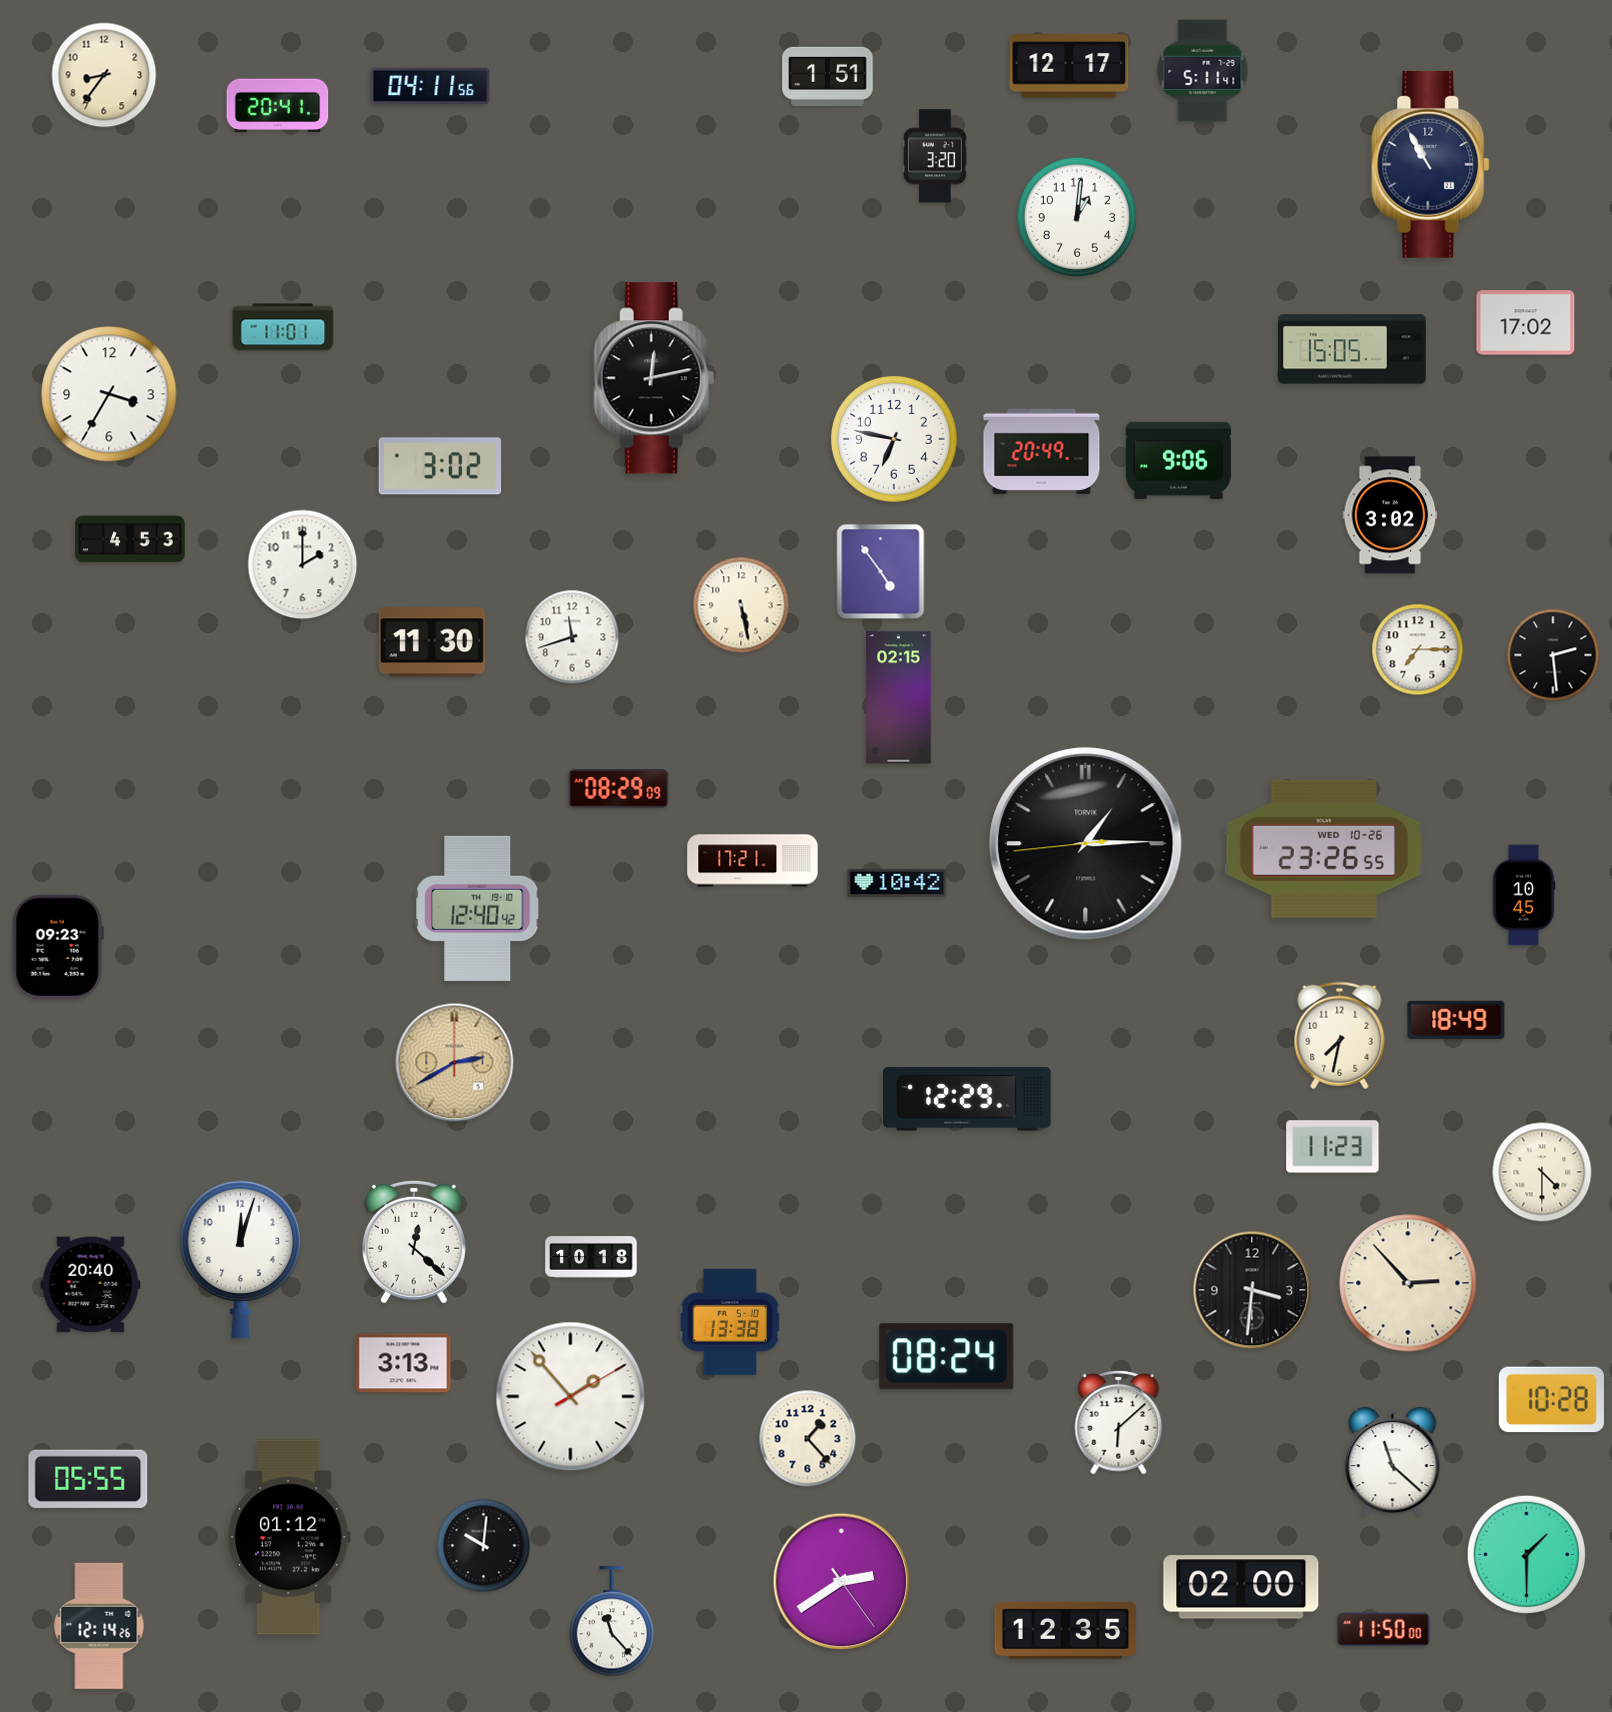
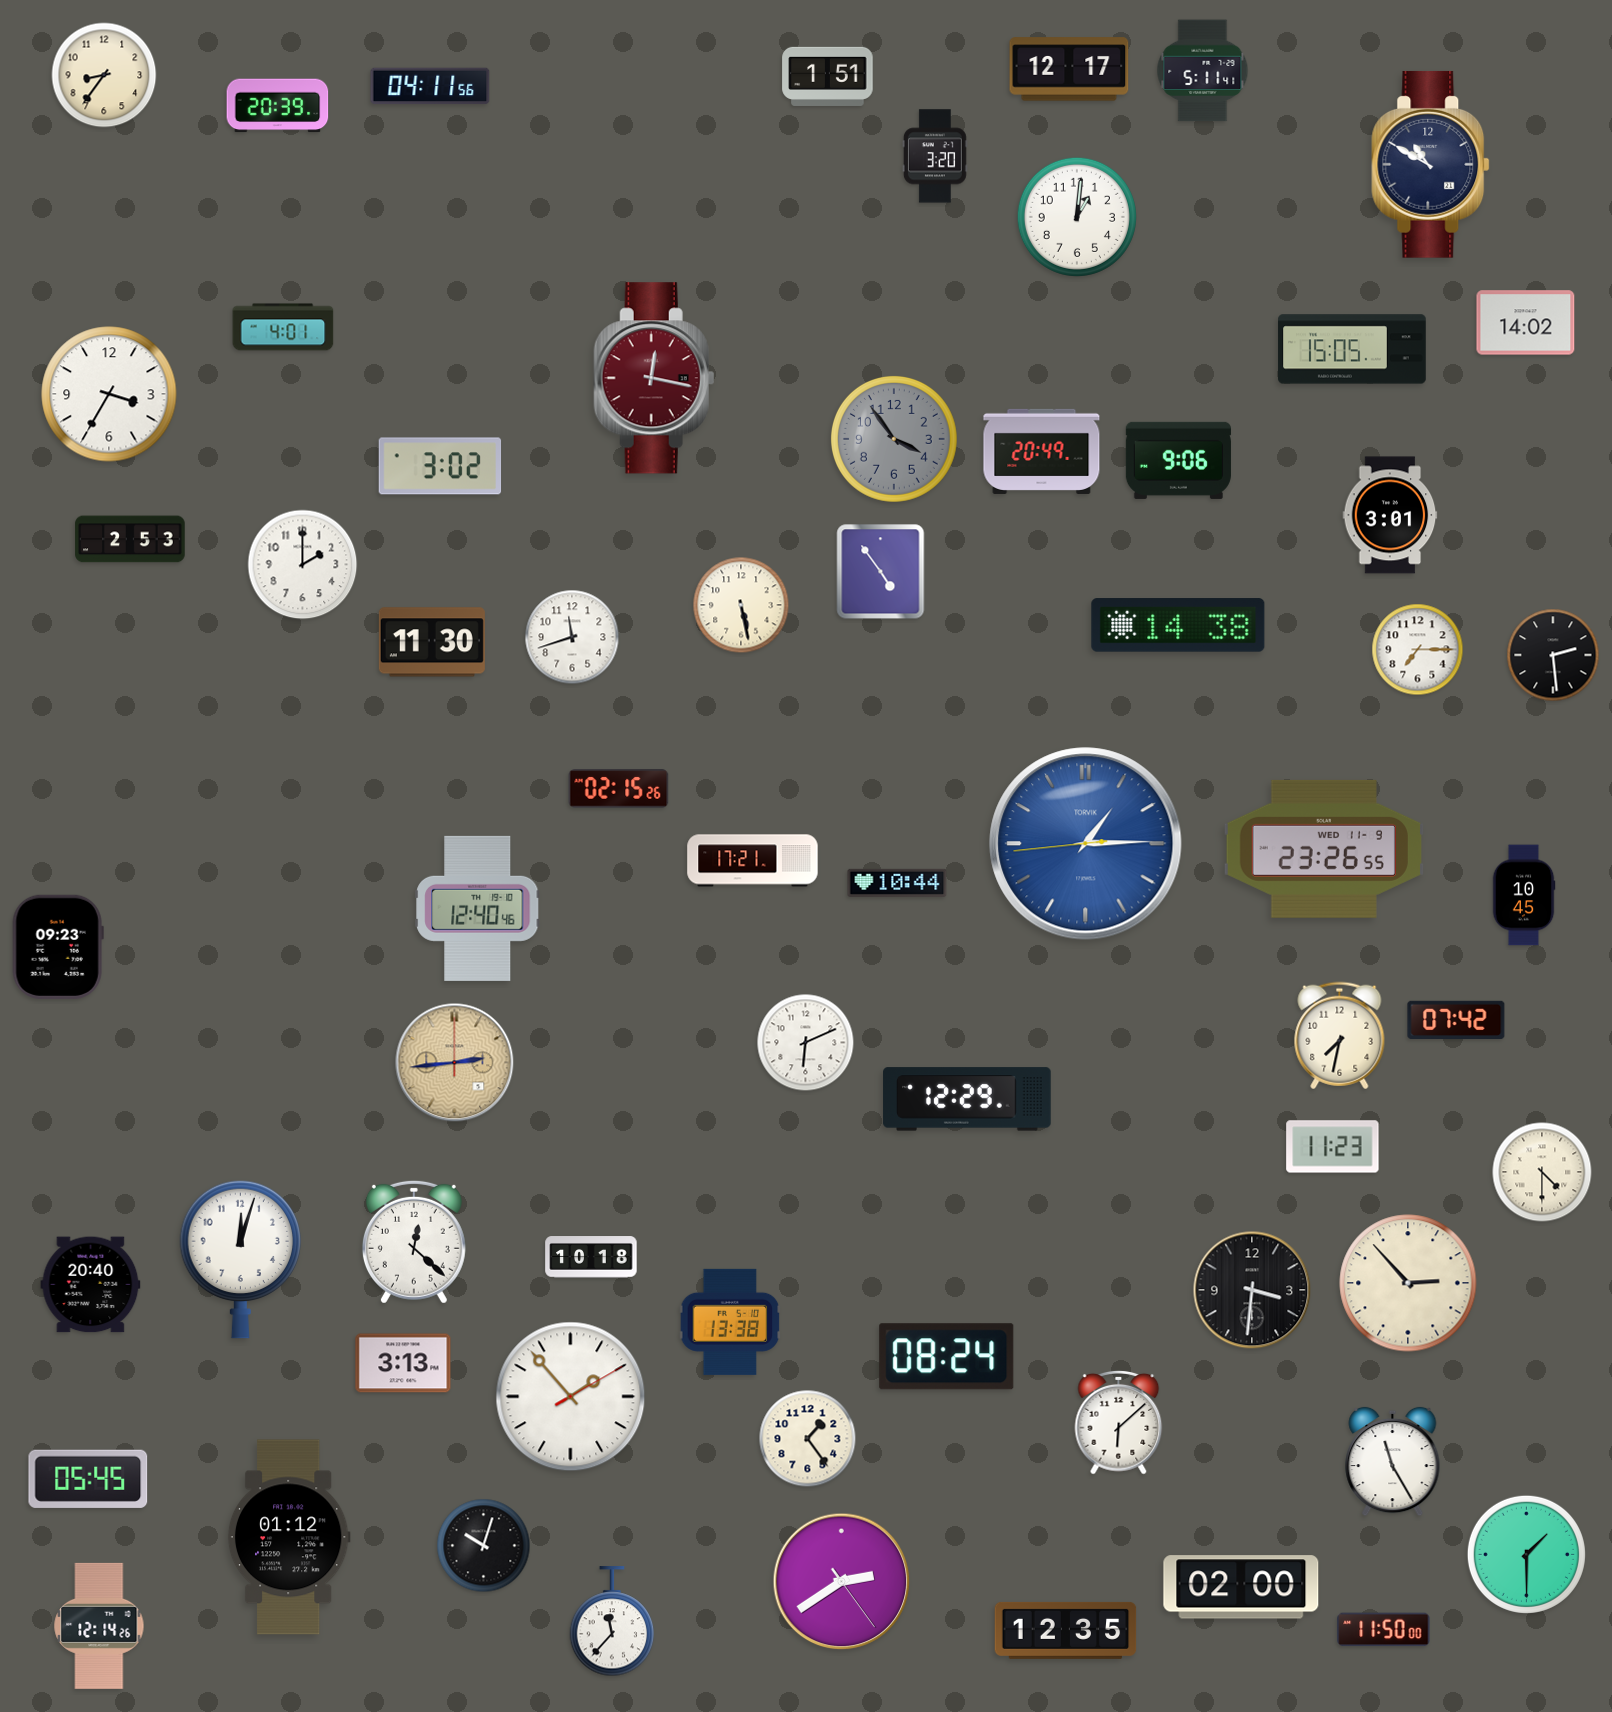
clock at (1069, 66) position: (1069, 66) -> (1069, 69)
clock at (278, 106): 20:41 -> 20:39
clock at (1431, 164): 10:55 -> 10:50
clock at (1526, 323): 17:02 -> 14:02
clock at (283, 327): 11:01 -> 4:01
clock at (654, 378): 12:13 -> 12:17
clock at (654, 378) dial: black -> burgundy
clock at (894, 439): 6:47 -> 3:54
clock at (894, 439) dial: white -> grey
clock at (1390, 515): 3:02 -> 3:01
clock at (130, 539): 4:53 -> 2:53
clock at (1178, 625): none -> 14:38
clock at (899, 698): 02:15 -> none
clock at (619, 789): 08:29 -> 02:15
clock at (1086, 844) dial: black -> blue
clock at (1324, 849) date: WED 10-26 -> WED 11-9
clock at (897, 883): 10:42 -> 10:44
clock at (478, 908): 12:40:42 -> 12:40:46
clock at (1456, 1019): 18:49 -> 07:42
clock at (806, 1043): none -> 6:11
clock at (455, 1063): 2:40 -> 2:44
clock at (1551, 1400): 10:28 -> none
clock at (808, 1439): 1:23 -> 1:24
clock at (1393, 1462): 11:22 -> 11:25
clock at (88, 1479): 05:55 -> 05:45
clock at (484, 1546): 10:01 -> 10:03
clock at (612, 1622): 11:23 -> 11:37
